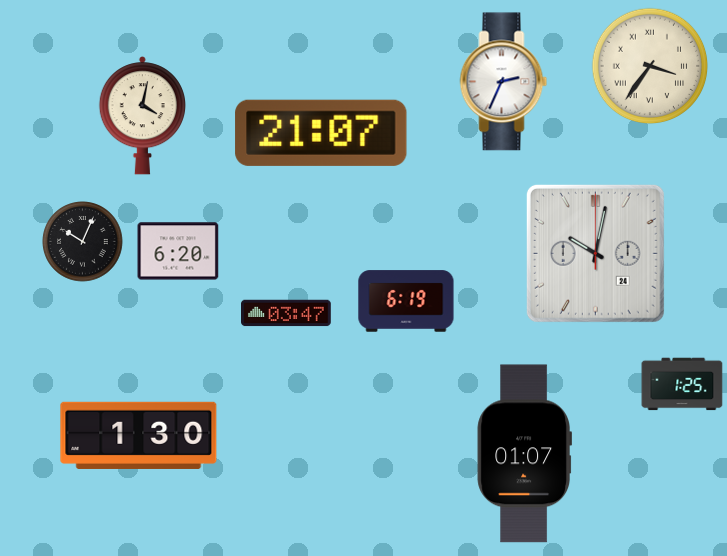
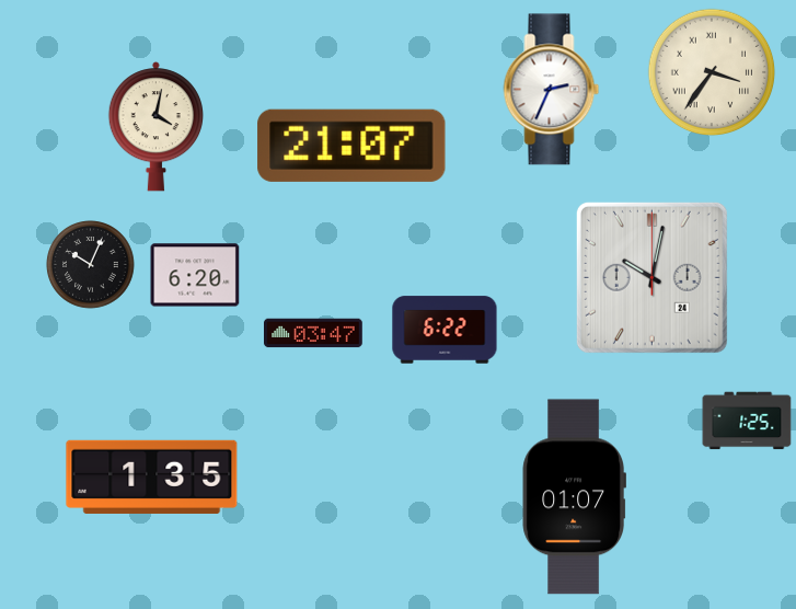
clock at (406, 301): 6:19 -> 6:22
clock at (287, 313) position: (287, 313) -> (314, 333)
clock at (139, 435): 1:30 -> 1:35
